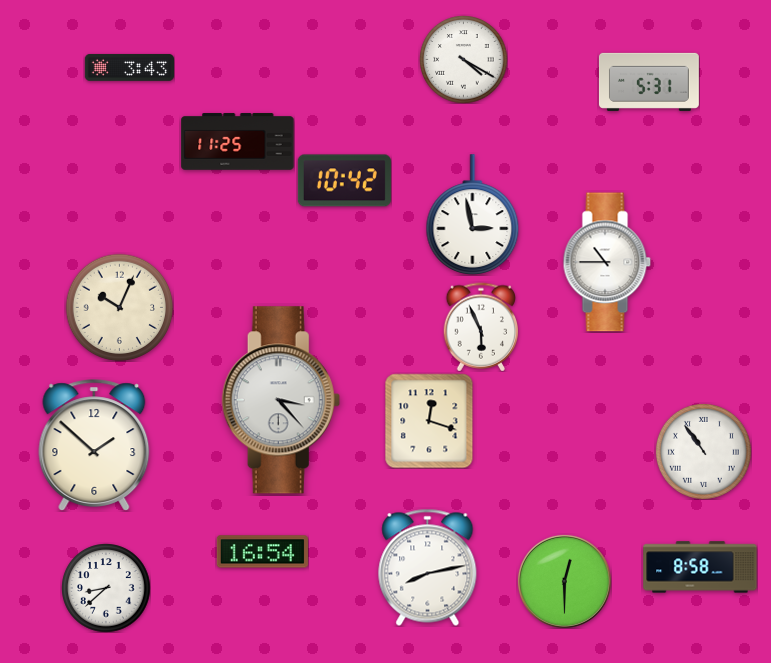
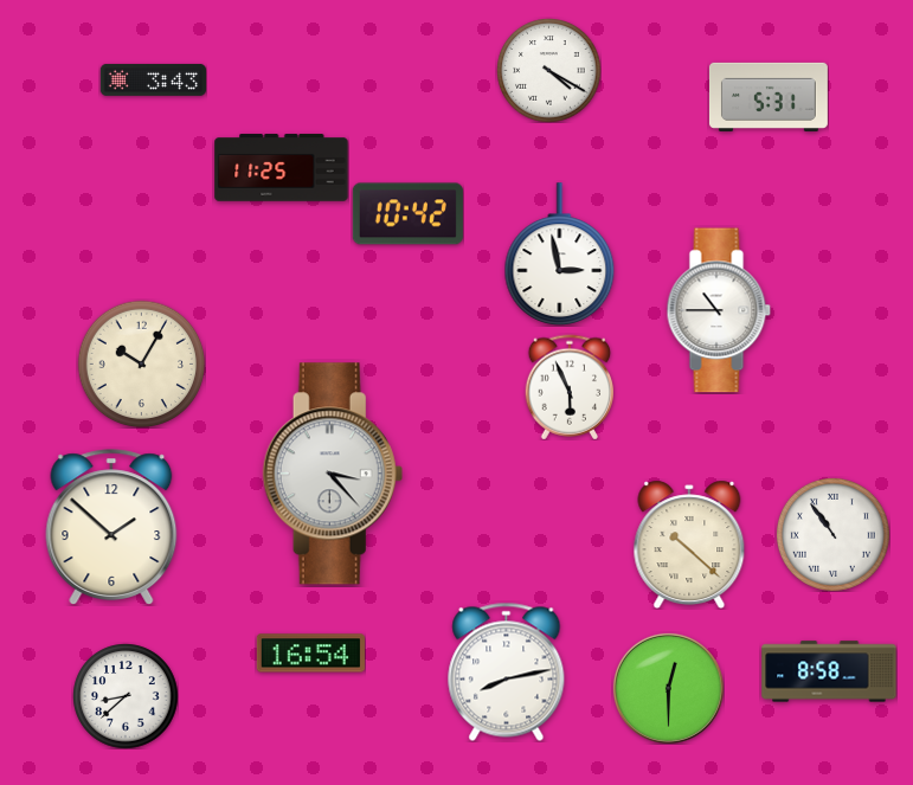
clock at (119, 307): 10:04 -> 10:05
clock at (429, 421): 12:18 -> none
clock at (689, 545): none -> 10:22
